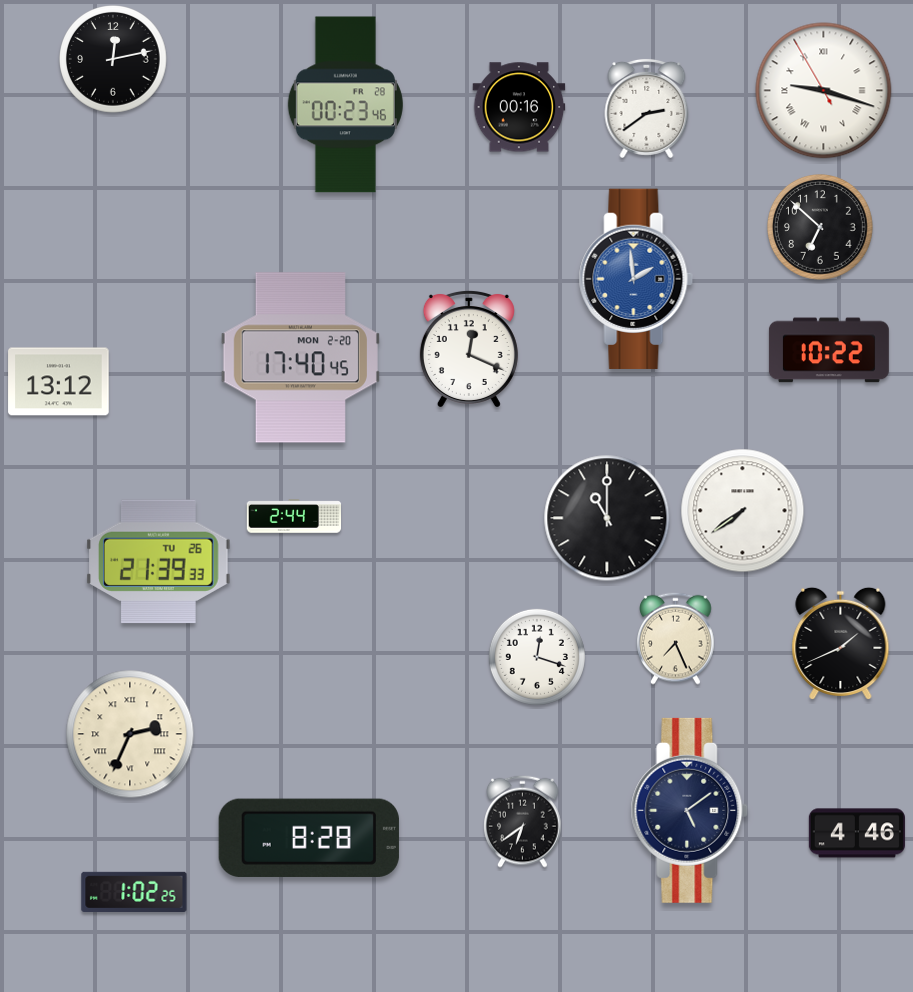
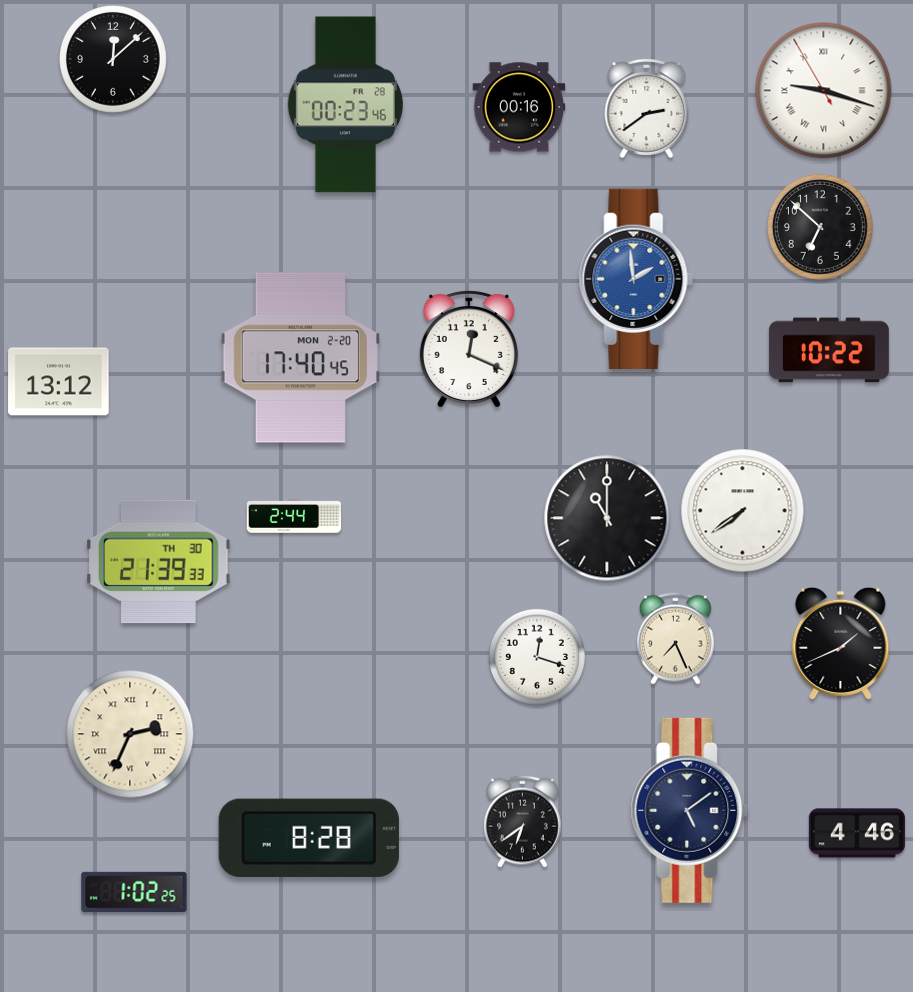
clock at (114, 60): 12:13 -> 12:08
clock at (159, 562) date: TU 26 -> TH 30
